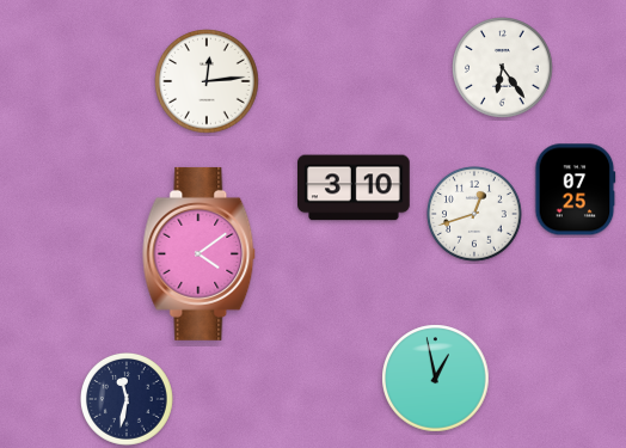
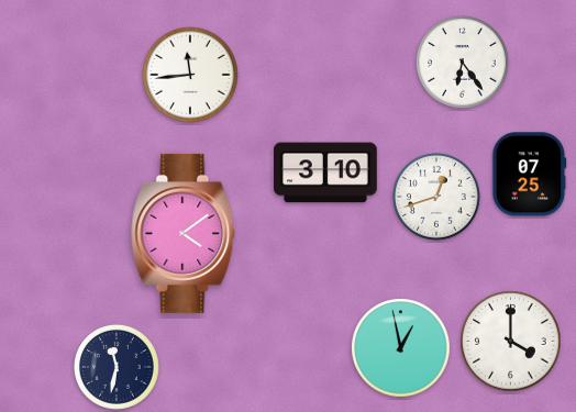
clock at (207, 81): 12:14 -> 11:44
clock at (511, 342): none -> 4:00
